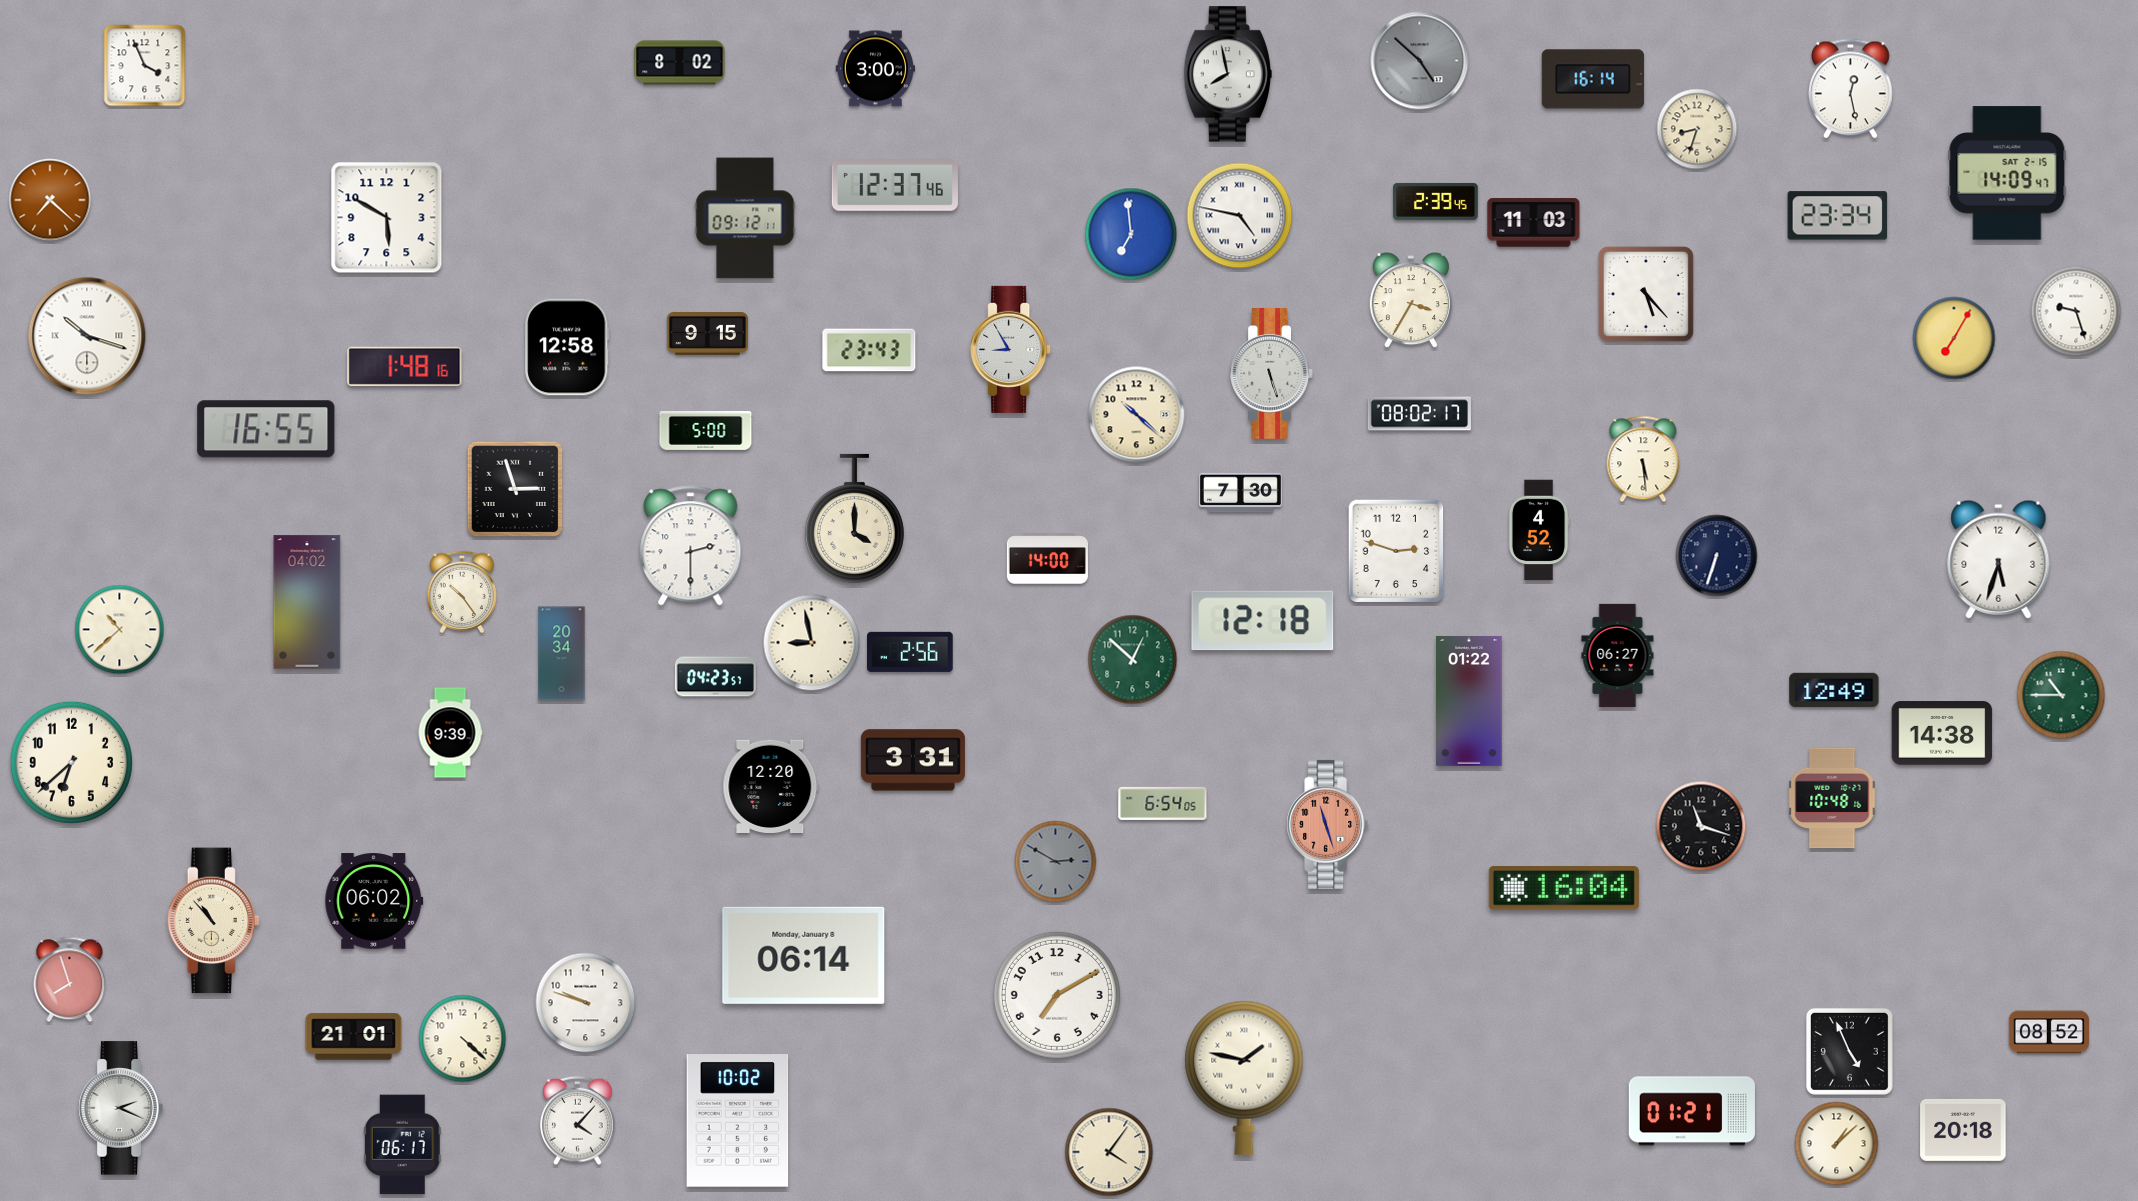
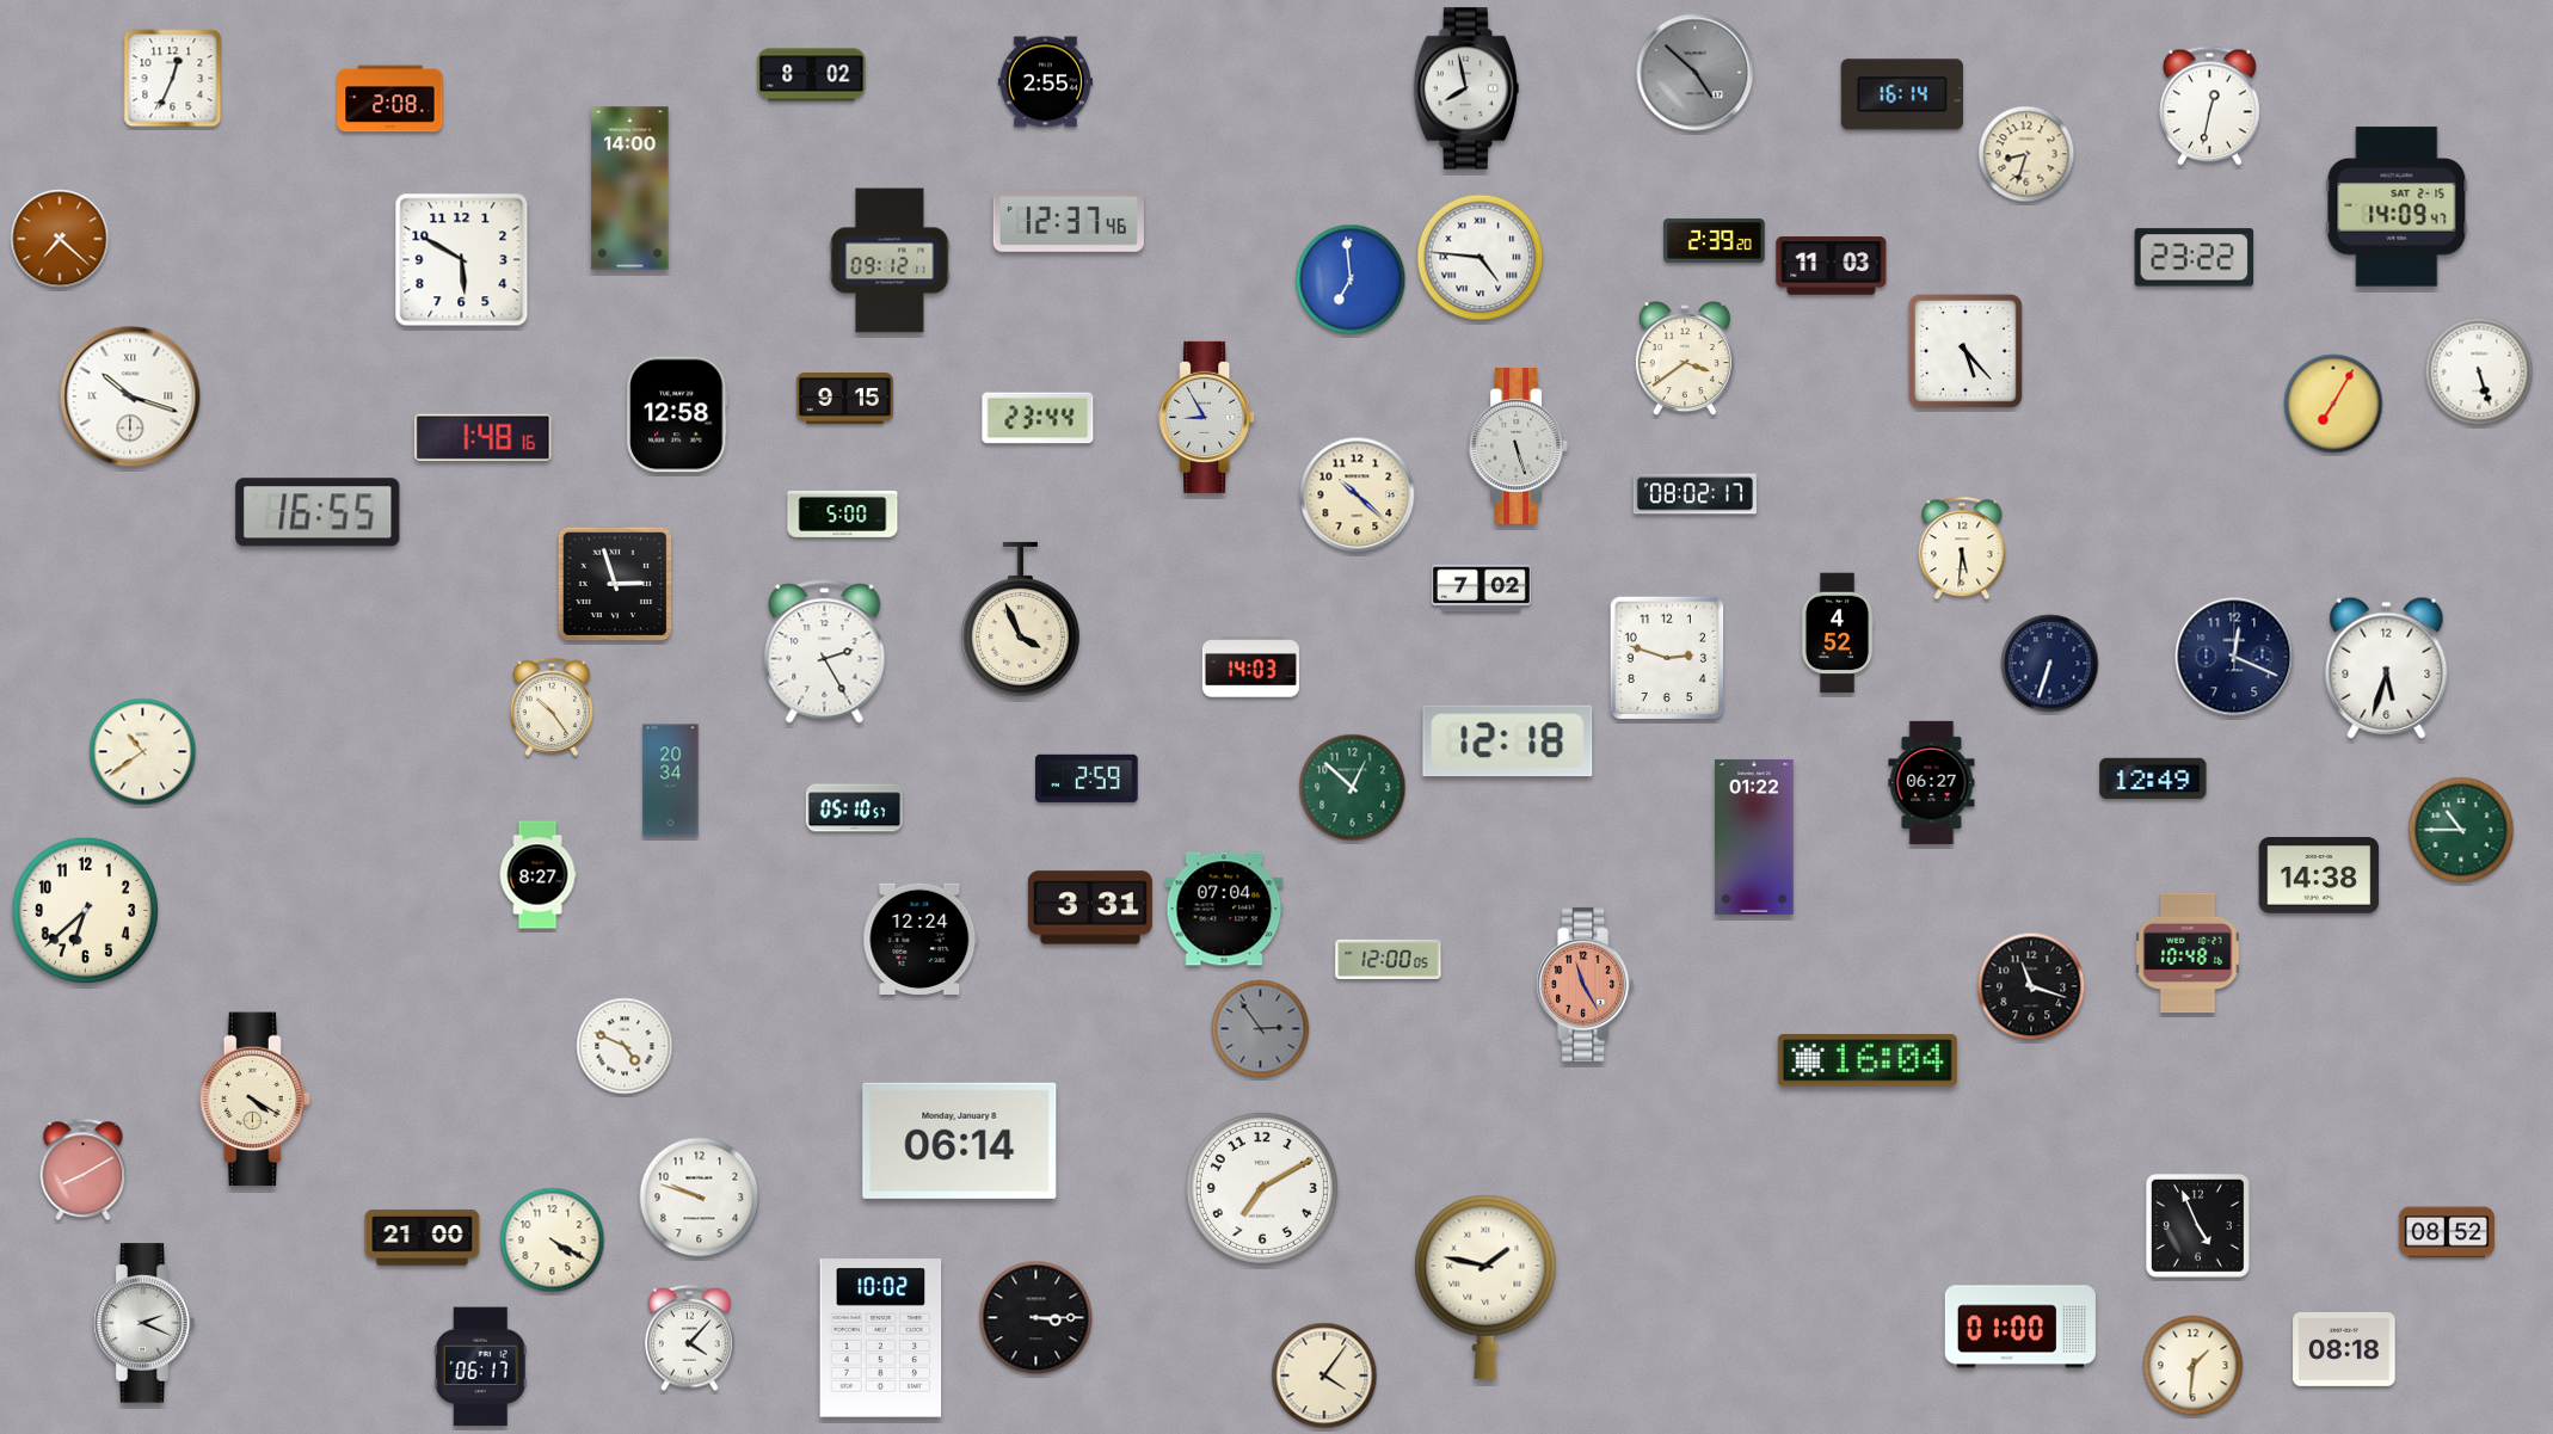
clock at (145, 66): 3:56 -> 12:34
clock at (875, 69): 3:00 -> 2:55
clock at (390, 99): none -> 2:08
clock at (1851, 89): 12:28 -> 12:32
clock at (630, 189): none -> 14:00
clock at (1436, 201): 2:39:45 -> 2:39:20
clock at (1240, 216): 4:47 -> 4:46
clock at (1838, 216): 23:34 -> 23:22
clock at (1411, 301): 3:35 -> 3:39
clock at (2076, 311): 9:27 -> 5:27
clock at (87, 336) position: (87, 336) -> (130, 396)
clock at (869, 350): 23:43 -> 23:44
clock at (1643, 459): 5:29 -> 5:31
clock at (1241, 493): 7:30 -> 7:02
clock at (854, 518): 4:00 -> 3:56
clock at (691, 546): 2:30 -> 2:25
clock at (2234, 657): none -> 12:19
clock at (1047, 559): 14:00 -> 14:03
clock at (307, 602): 04:02 -> none
clock at (120, 630): 10:38 -> 10:39
clock at (812, 643): 8:58 -> none
clock at (910, 652): 2:56 -> 2:59
clock at (715, 677): 04:23 -> 05:10
clock at (1834, 689) position: (1834, 689) -> (2153, 777)
clock at (450, 733): 9:39 -> 8:27
clock at (1224, 909): none -> 07:04
clock at (771, 786): 12:20 -> 12:24
clock at (1163, 803): 6:54 -> 12:00
clock at (1328, 824): 11:27 -> 11:25
clock at (1056, 862): 2:50 -> 2:54
clock at (625, 1046): none -> 4:49
clock at (374, 901): 06:02 -> none
clock at (214, 921): 10:53 -> 4:20
clock at (70, 980): 7:57 -> 8:10
clock at (354, 1037): 21:01 -> 21:00
clock at (463, 1039): 4:22 -> 4:20
clock at (1849, 1051) position: (1849, 1051) -> (2197, 1225)
clock at (1036, 1318): none -> 3:15
clock at (1692, 1111): 01:21 -> 01:00
clock at (1963, 1130): 20:18 -> 08:18
clock at (1837, 1144): 1:08 -> 1:31
